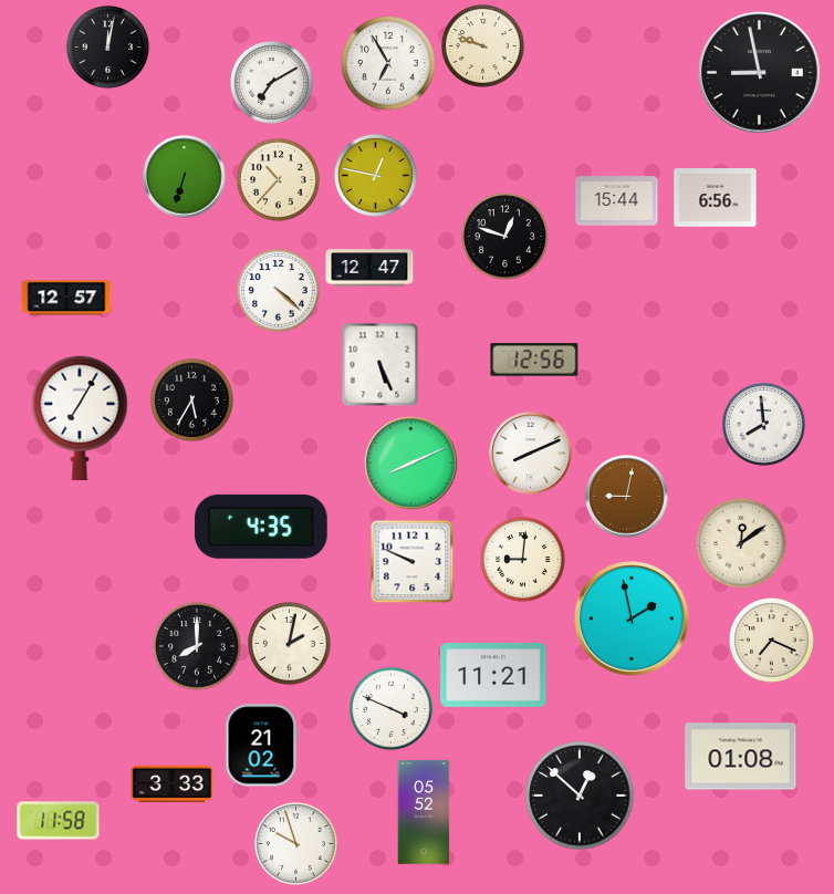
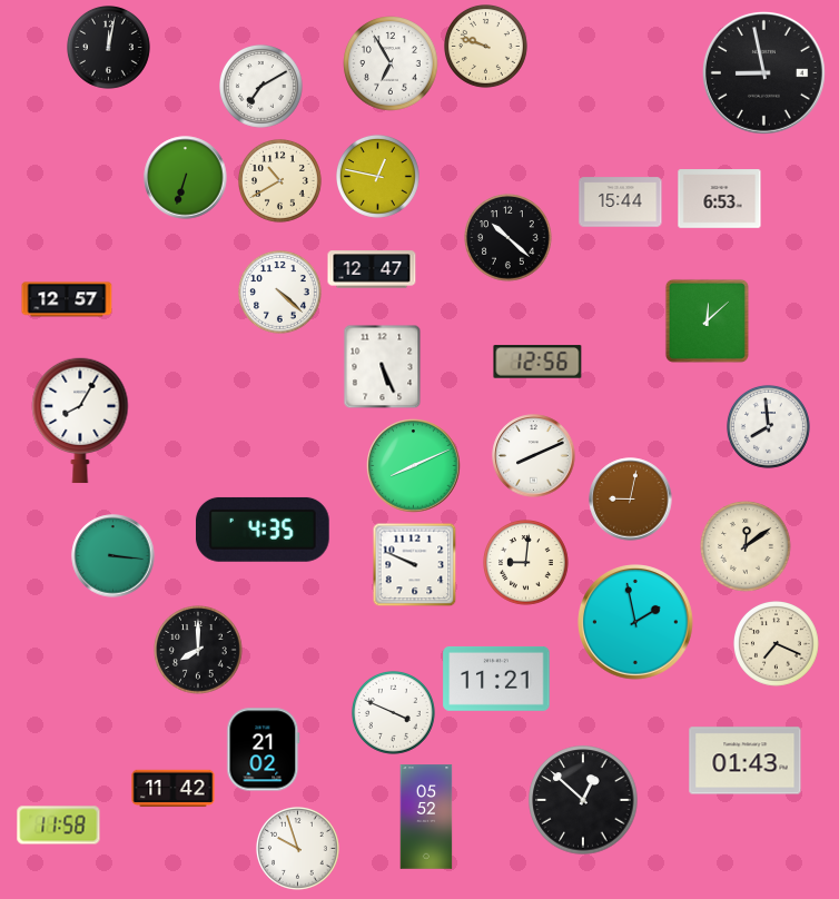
clock at (272, 83) position: (272, 83) -> (261, 87)
clock at (279, 180): 10:37 -> 10:40
clock at (716, 198): 6:56 -> 6:53
clock at (505, 237): 12:48 -> 10:22
clock at (707, 320): none -> 12:08
clock at (192, 401): 5:35 -> none
clock at (80, 418): 7:05 -> 8:05
clock at (113, 556): none -> 3:16
clock at (290, 644): 2:02 -> none
clock at (741, 757): 01:08 -> 01:43
clock at (173, 784): 3:33 -> 11:42
